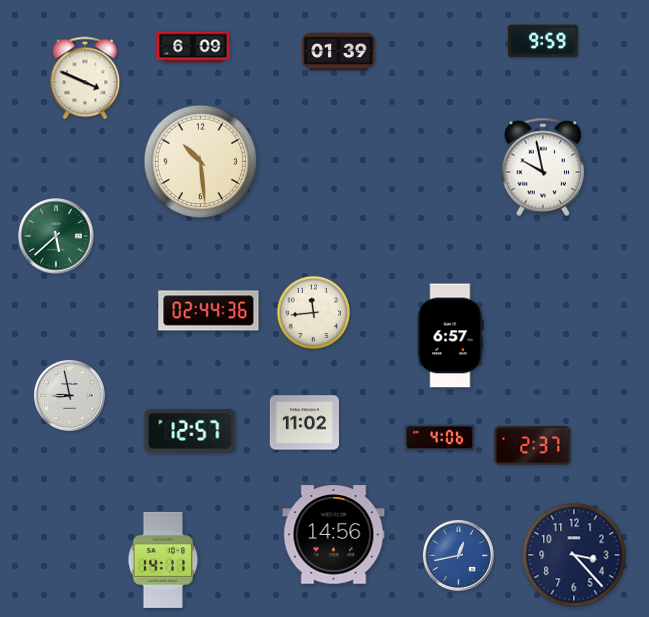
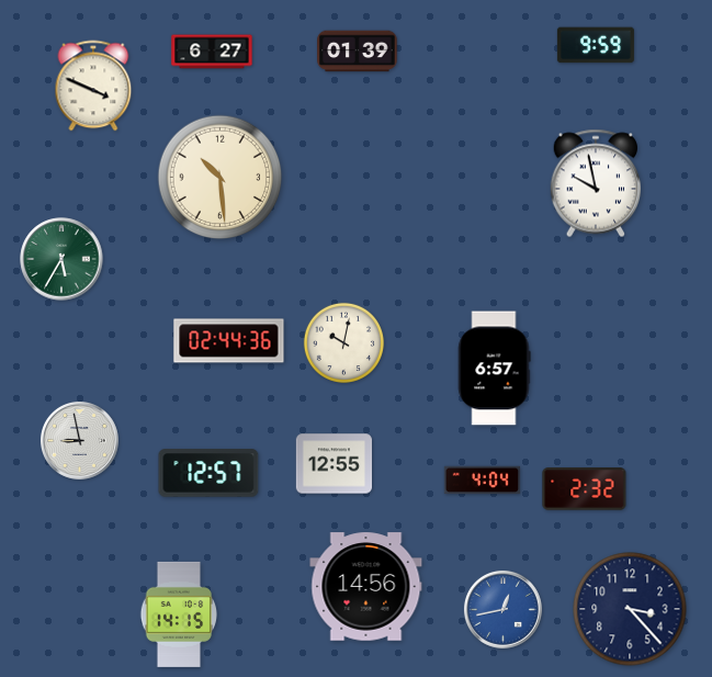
clock at (193, 47): 6:09 -> 6:27
clock at (339, 52) position: (339, 52) -> (358, 52)
clock at (56, 236): 5:38 -> 5:35
clock at (313, 312): 11:44 -> 10:02
clock at (69, 395) position: (69, 395) -> (79, 440)
clock at (304, 423): 11:02 -> 12:55
clock at (439, 438): 4:06 -> 4:04
clock at (533, 446): 2:37 -> 2:32
clock at (162, 560): 14:11 -> 14:15
